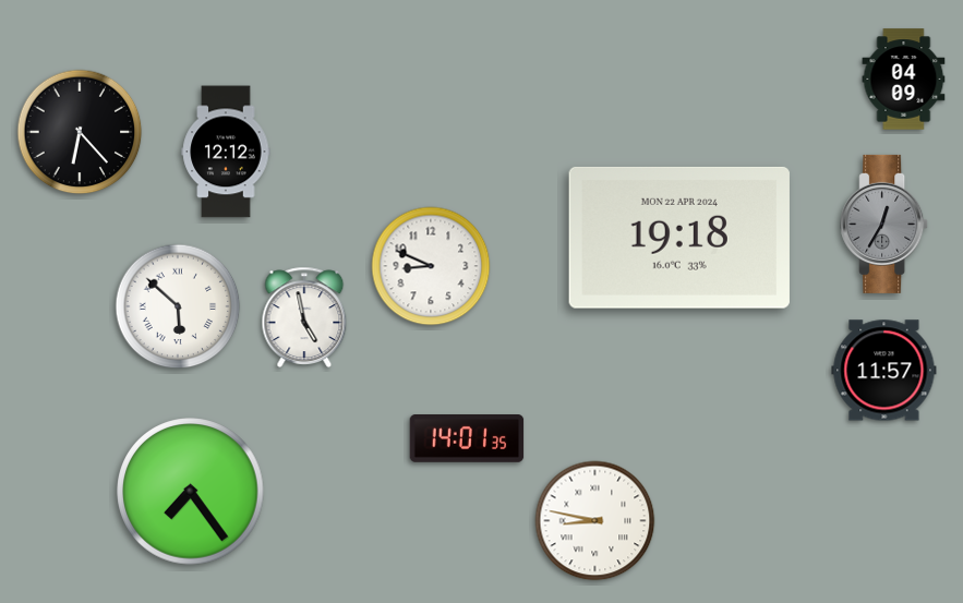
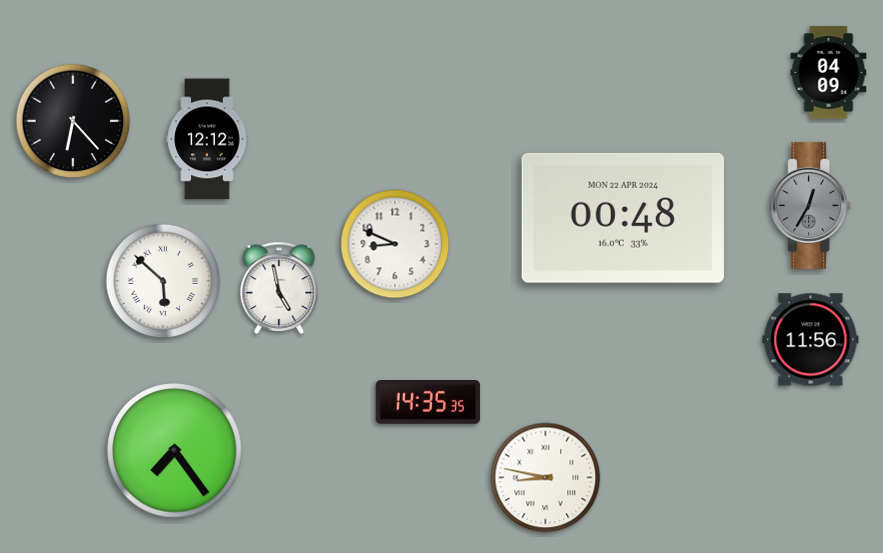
clock at (679, 238): 19:18 -> 00:48
clock at (304, 317) position: (304, 317) -> (279, 288)
clock at (884, 371): 11:57 -> 11:56
clock at (467, 439): 14:01 -> 14:35
